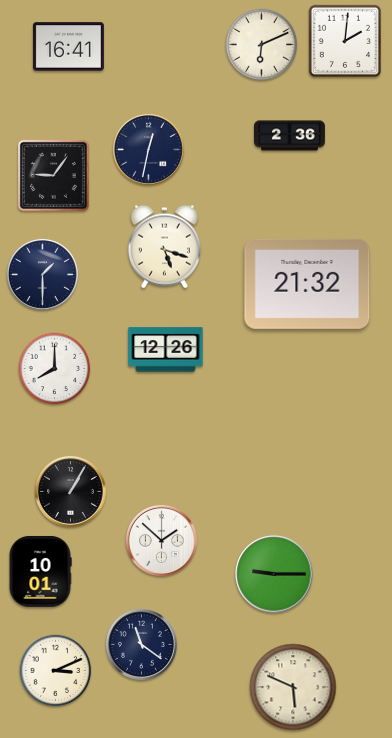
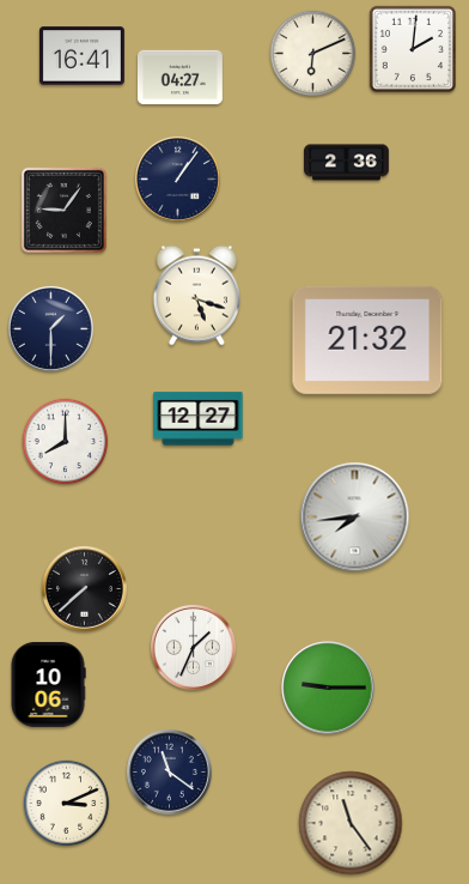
clock at (179, 78): none -> 04:27
clock at (148, 149): 12:32 -> 1:06
clock at (166, 350): 12:26 -> 12:27
clock at (355, 517): none -> 7:44
clock at (70, 491): 1:05 -> 7:38
clock at (161, 540): 1:52 -> 1:34
clock at (40, 571): 10:01 -> 10:06
clock at (293, 687): 5:49 -> 11:24
